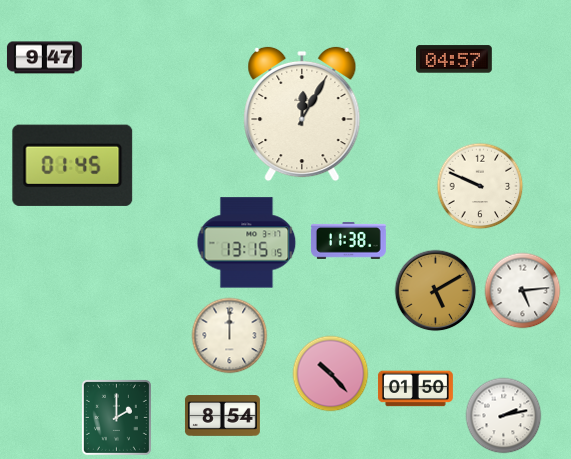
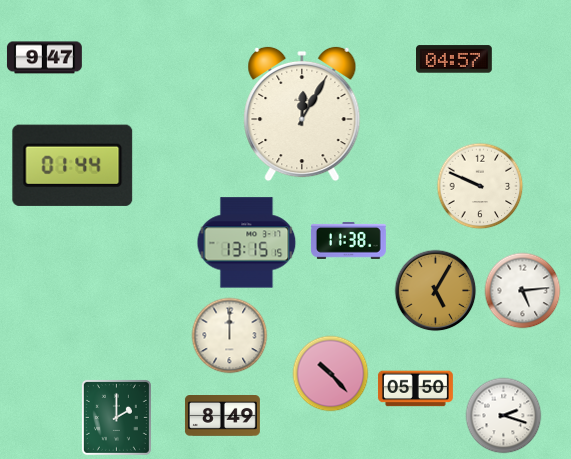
clock at (73, 165): 01:45 -> 01:44
clock at (436, 291): 5:10 -> 5:05
clock at (415, 389): 01:50 -> 05:50
clock at (222, 416): 8:54 -> 8:49
clock at (504, 416): 2:13 -> 2:18
